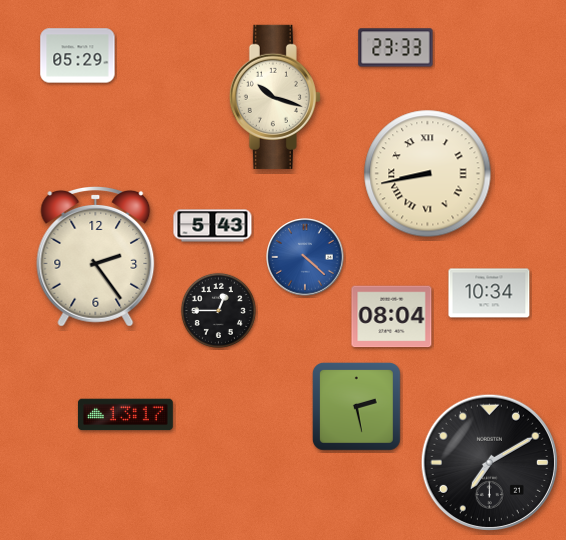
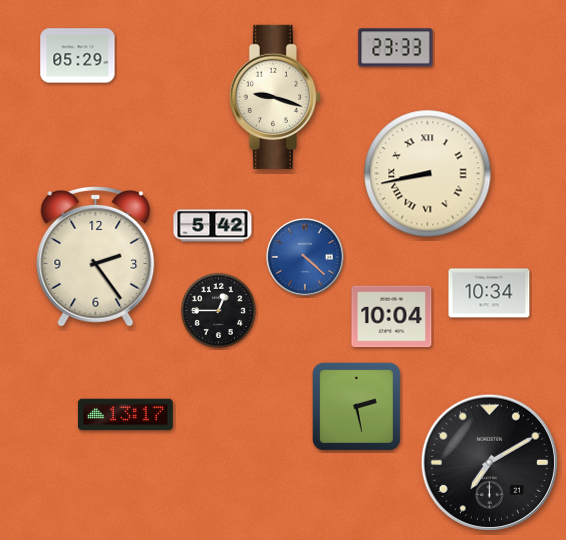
clock at (275, 97): 10:18 -> 9:18
clock at (213, 226): 5:43 -> 5:42
clock at (392, 317): 08:04 -> 10:04
